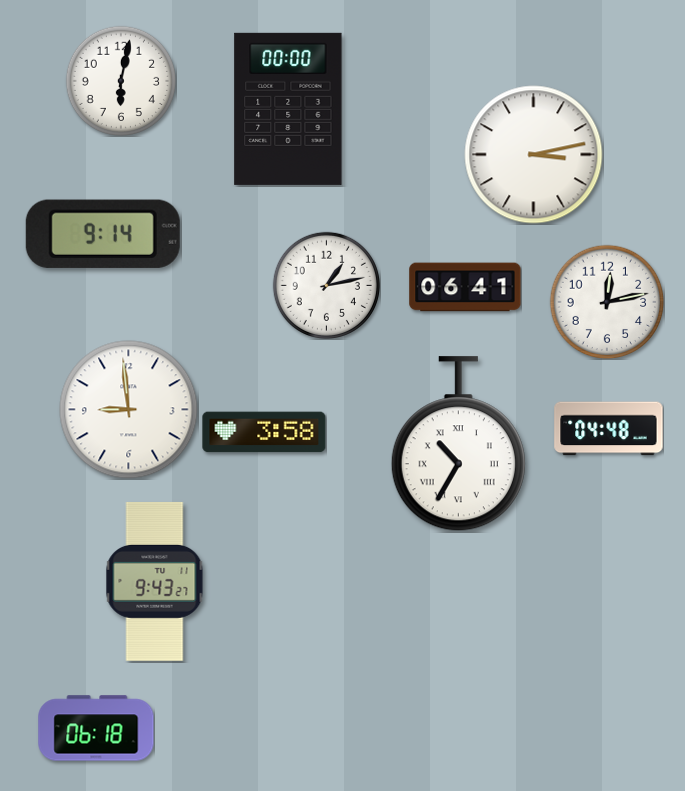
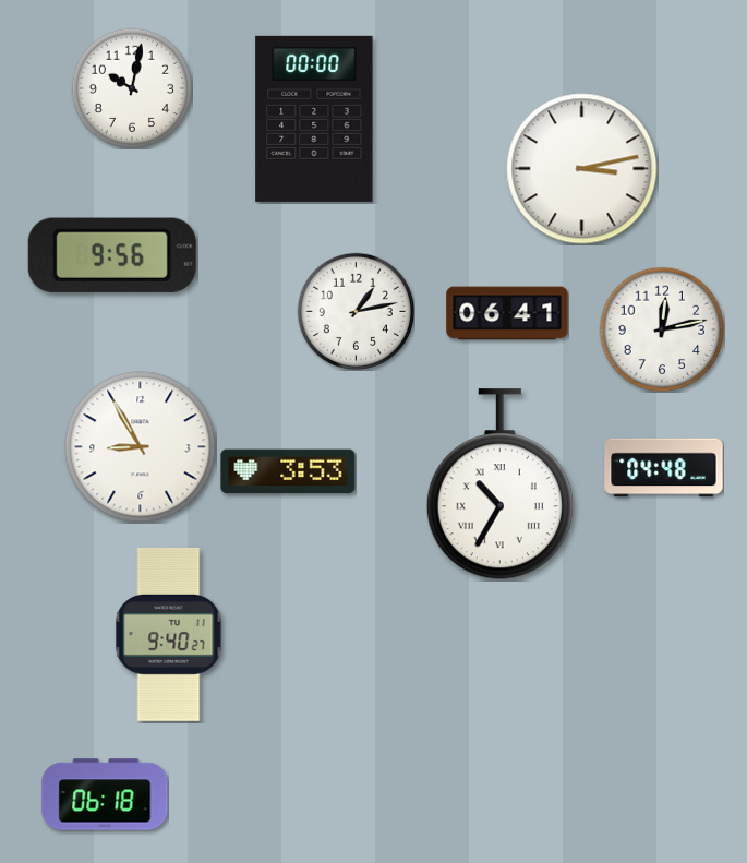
clock at (120, 80): 6:02 -> 10:02
clock at (103, 234): 9:14 -> 9:56
clock at (129, 410): 8:59 -> 8:55
clock at (264, 432): 3:58 -> 3:53
clock at (155, 581): 9:43 -> 9:40
